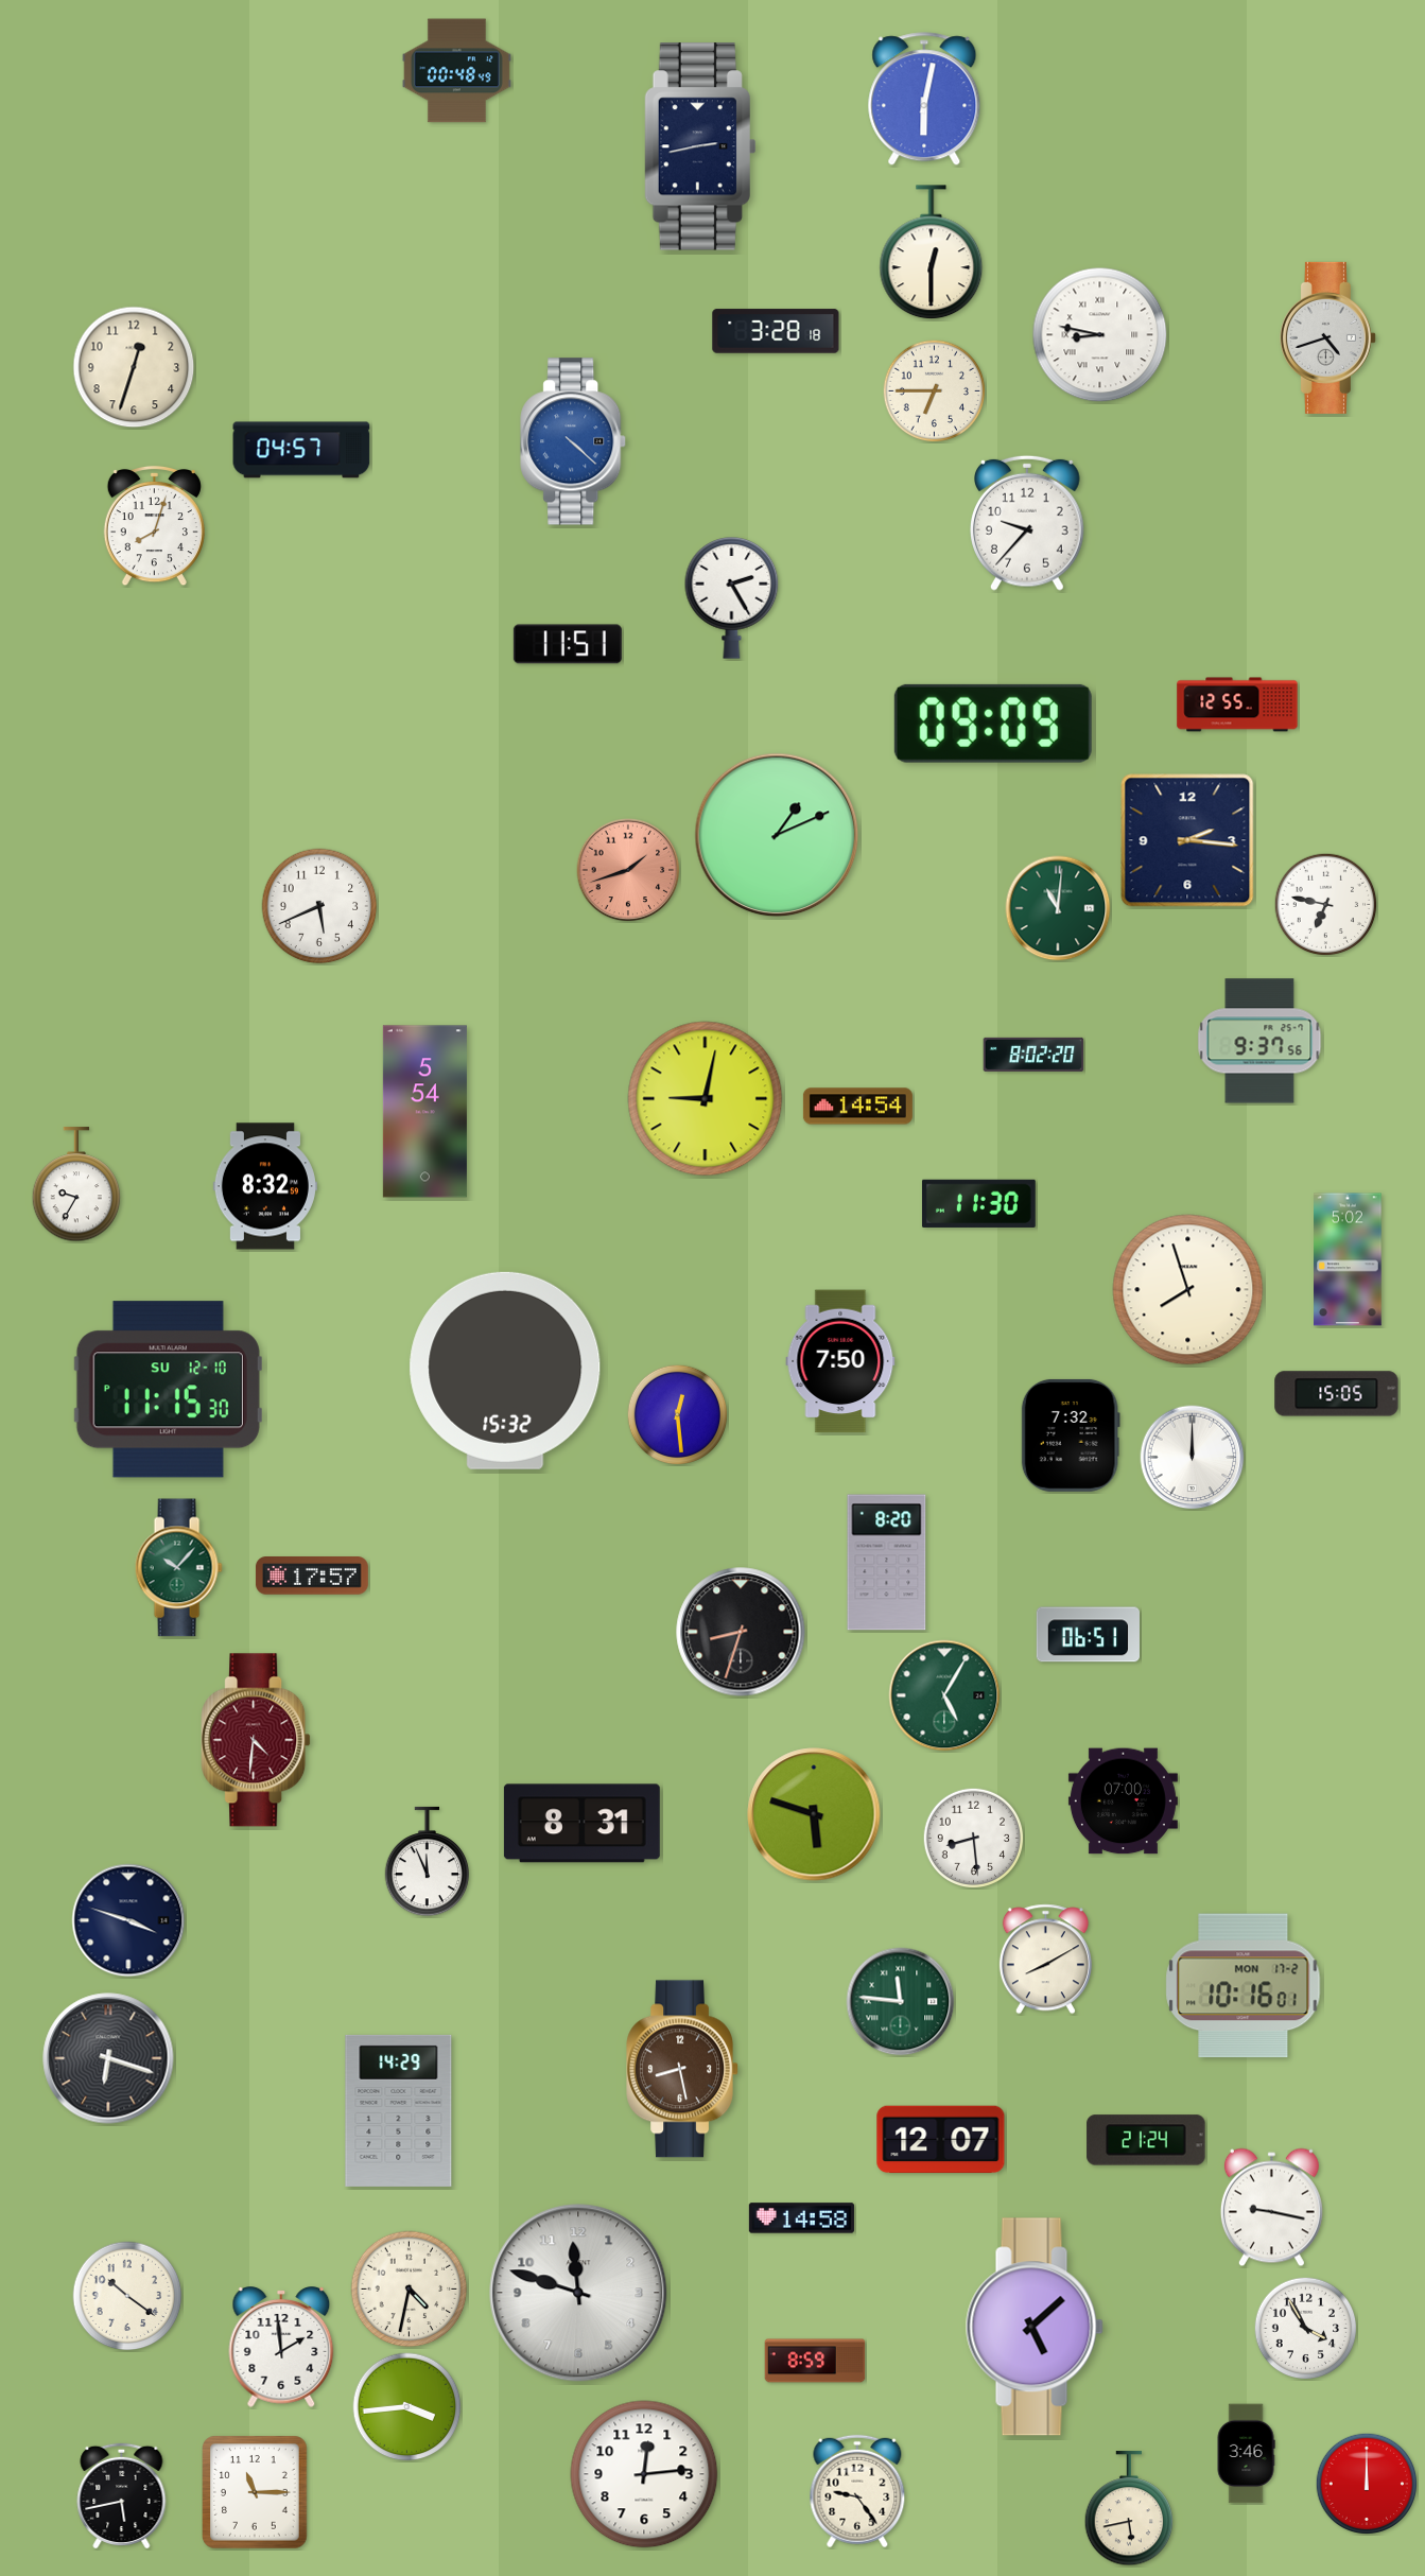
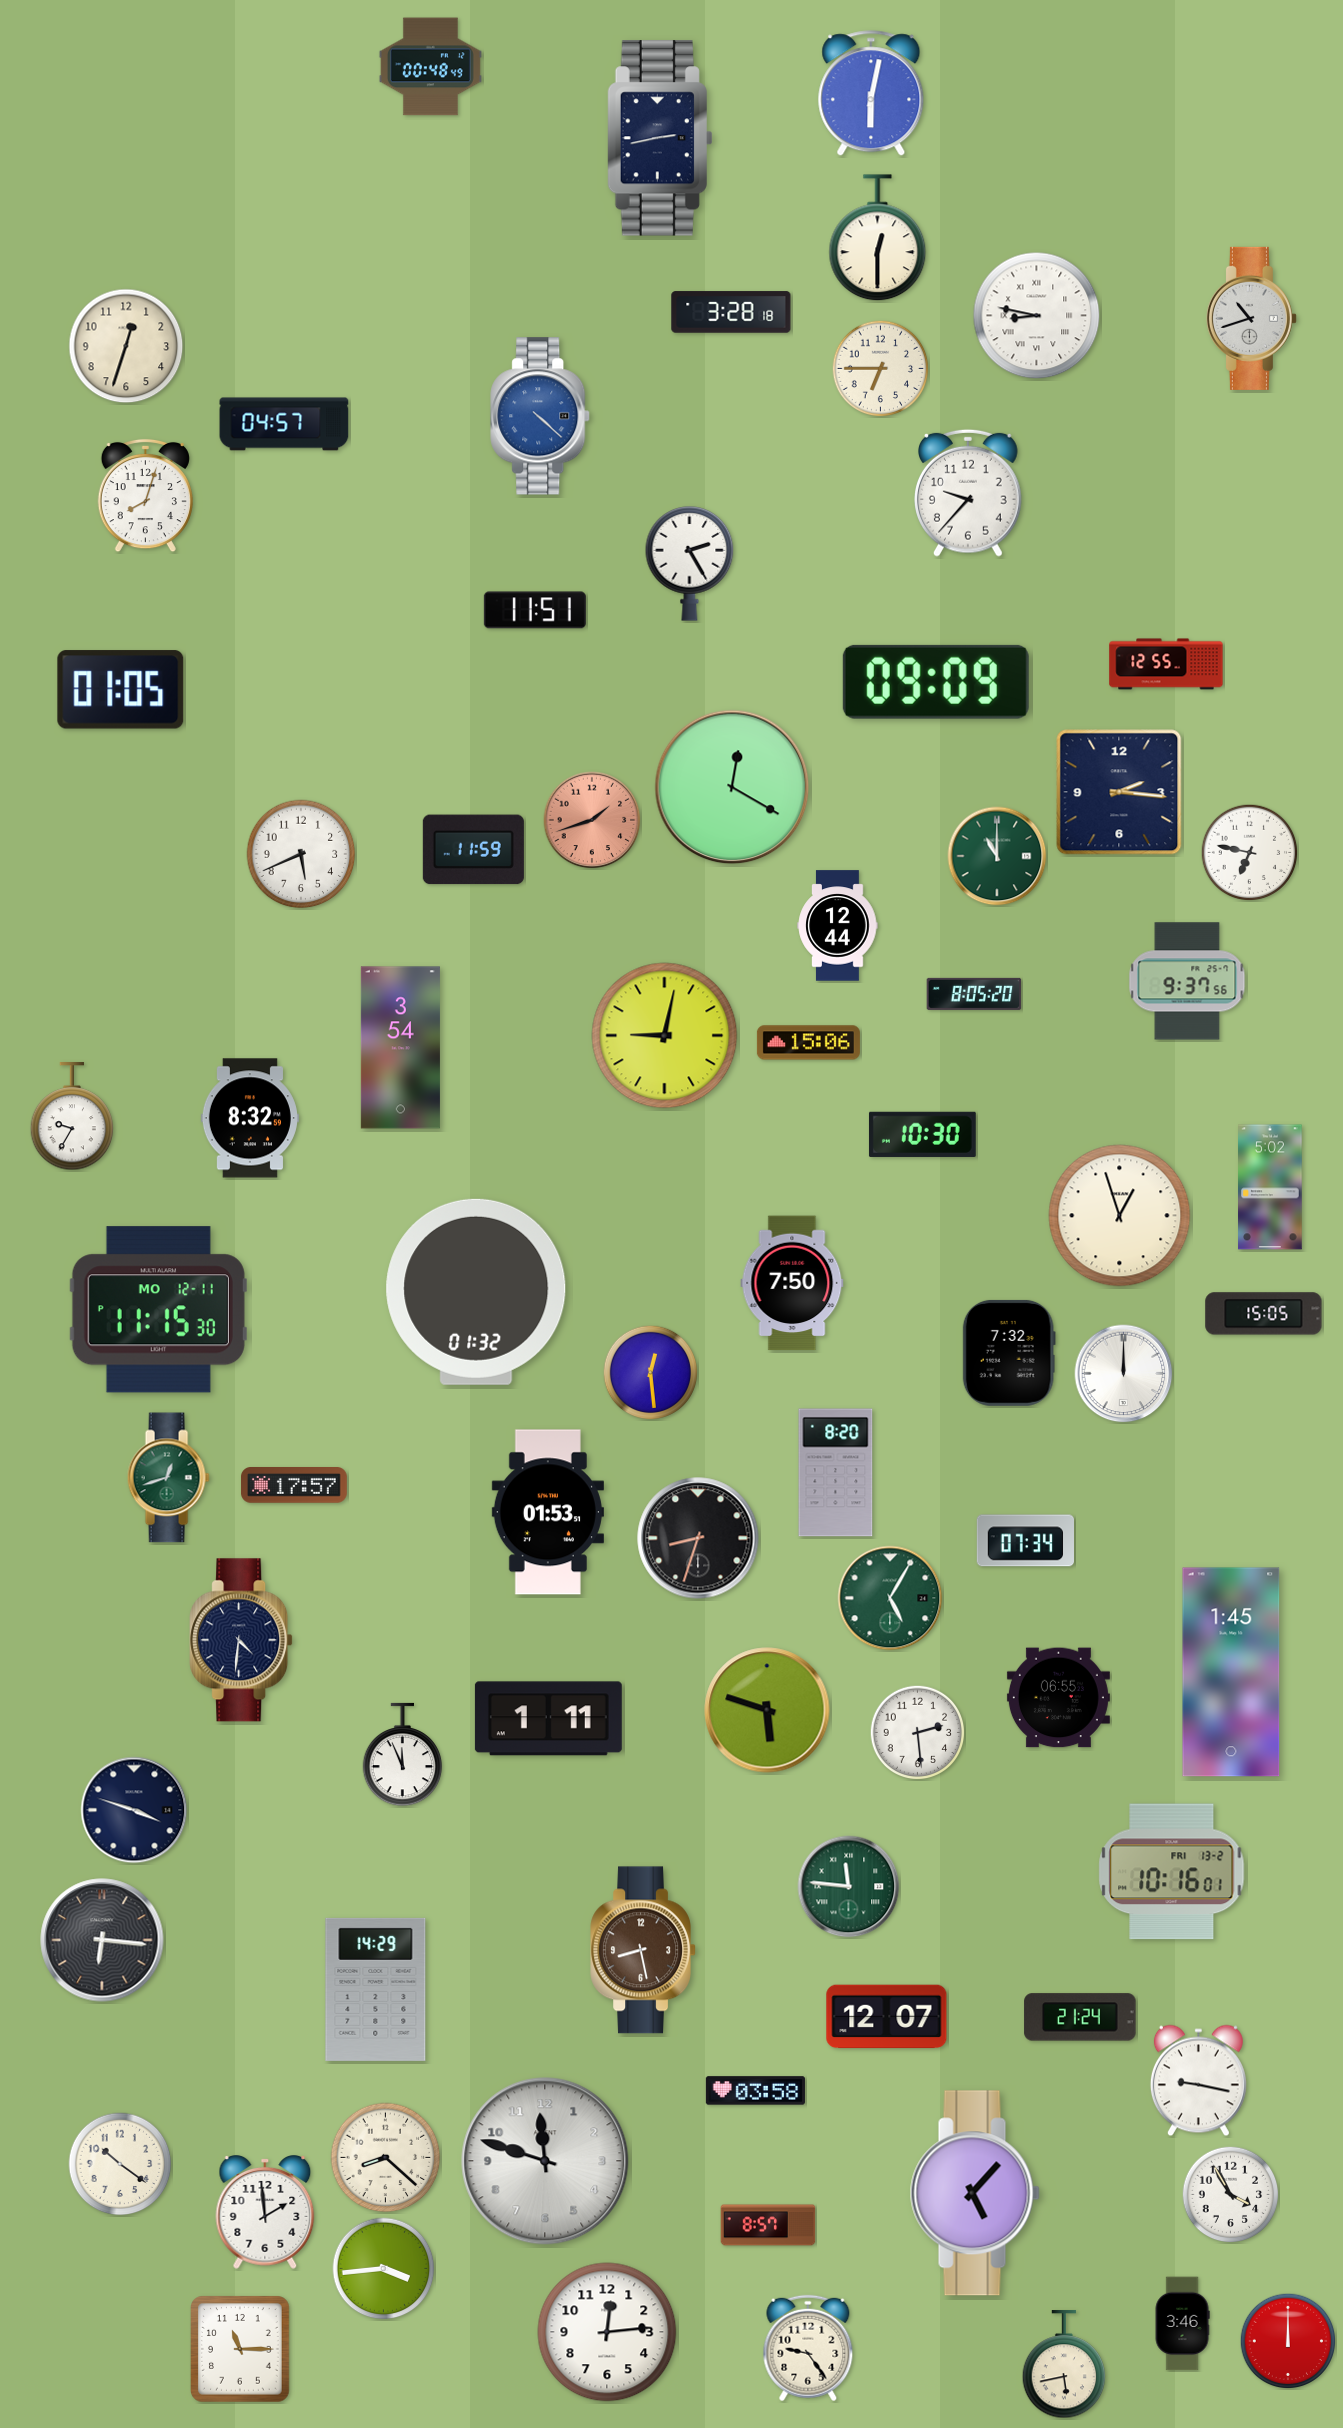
clock at (1327, 337): 4:42 -> 10:42
clock at (568, 644) position: (568, 644) -> (535, 610)
clock at (121, 690): none -> 01:05
clock at (777, 835): 1:11 -> 12:20
clock at (473, 850): none -> 11:59
clock at (1058, 908): 11:01 -> 11:00
clock at (838, 926): none -> 12:44
clock at (1033, 1055): 8:02 -> 8:05
clock at (857, 1107): 14:54 -> 15:06
clock at (424, 1112): 5:54 -> 3:54
clock at (978, 1203): 11:30 -> 10:30
clock at (1188, 1290): 7:57 -> 12:57
clock at (505, 1371): 15:32 -> 01:32
clock at (168, 1390) date: SU 12-10 -> MO 12-11
clock at (1337, 1394) position: (1337, 1394) -> (1264, 1314)
clock at (677, 1414) position: (677, 1414) -> (650, 1372)
clock at (178, 1568): 10:07 -> 12:42
clock at (548, 1512): none -> 01:53
clock at (1088, 1635): 06:51 -> 07:34
clock at (256, 1740) dial: burgundy -> navy
clock at (1231, 1672): none -> 1:45
clock at (1123, 1802): 07:00 -> 06:55
clock at (581, 1824): 8:31 -> 1:11
clock at (973, 1838): 8:29 -> 2:29
clock at (128, 1920) position: (128, 1920) -> (134, 1810)
clock at (1045, 1960): 8:10 -> none
clock at (1244, 1986) date: MON 17-2 -> FRI 13-2
clock at (108, 2058): 6:18 -> 6:16
clock at (801, 2218): 14:58 -> 03:58
clock at (410, 2290): 4:32 -> 8:22
clock at (1035, 2327): 5:08 -> 5:07
clock at (815, 2361): 8:59 -> 8:57
clock at (1246, 2454) position: (1246, 2454) -> (1182, 2324)
clock at (122, 2495): 5:43 -> none
